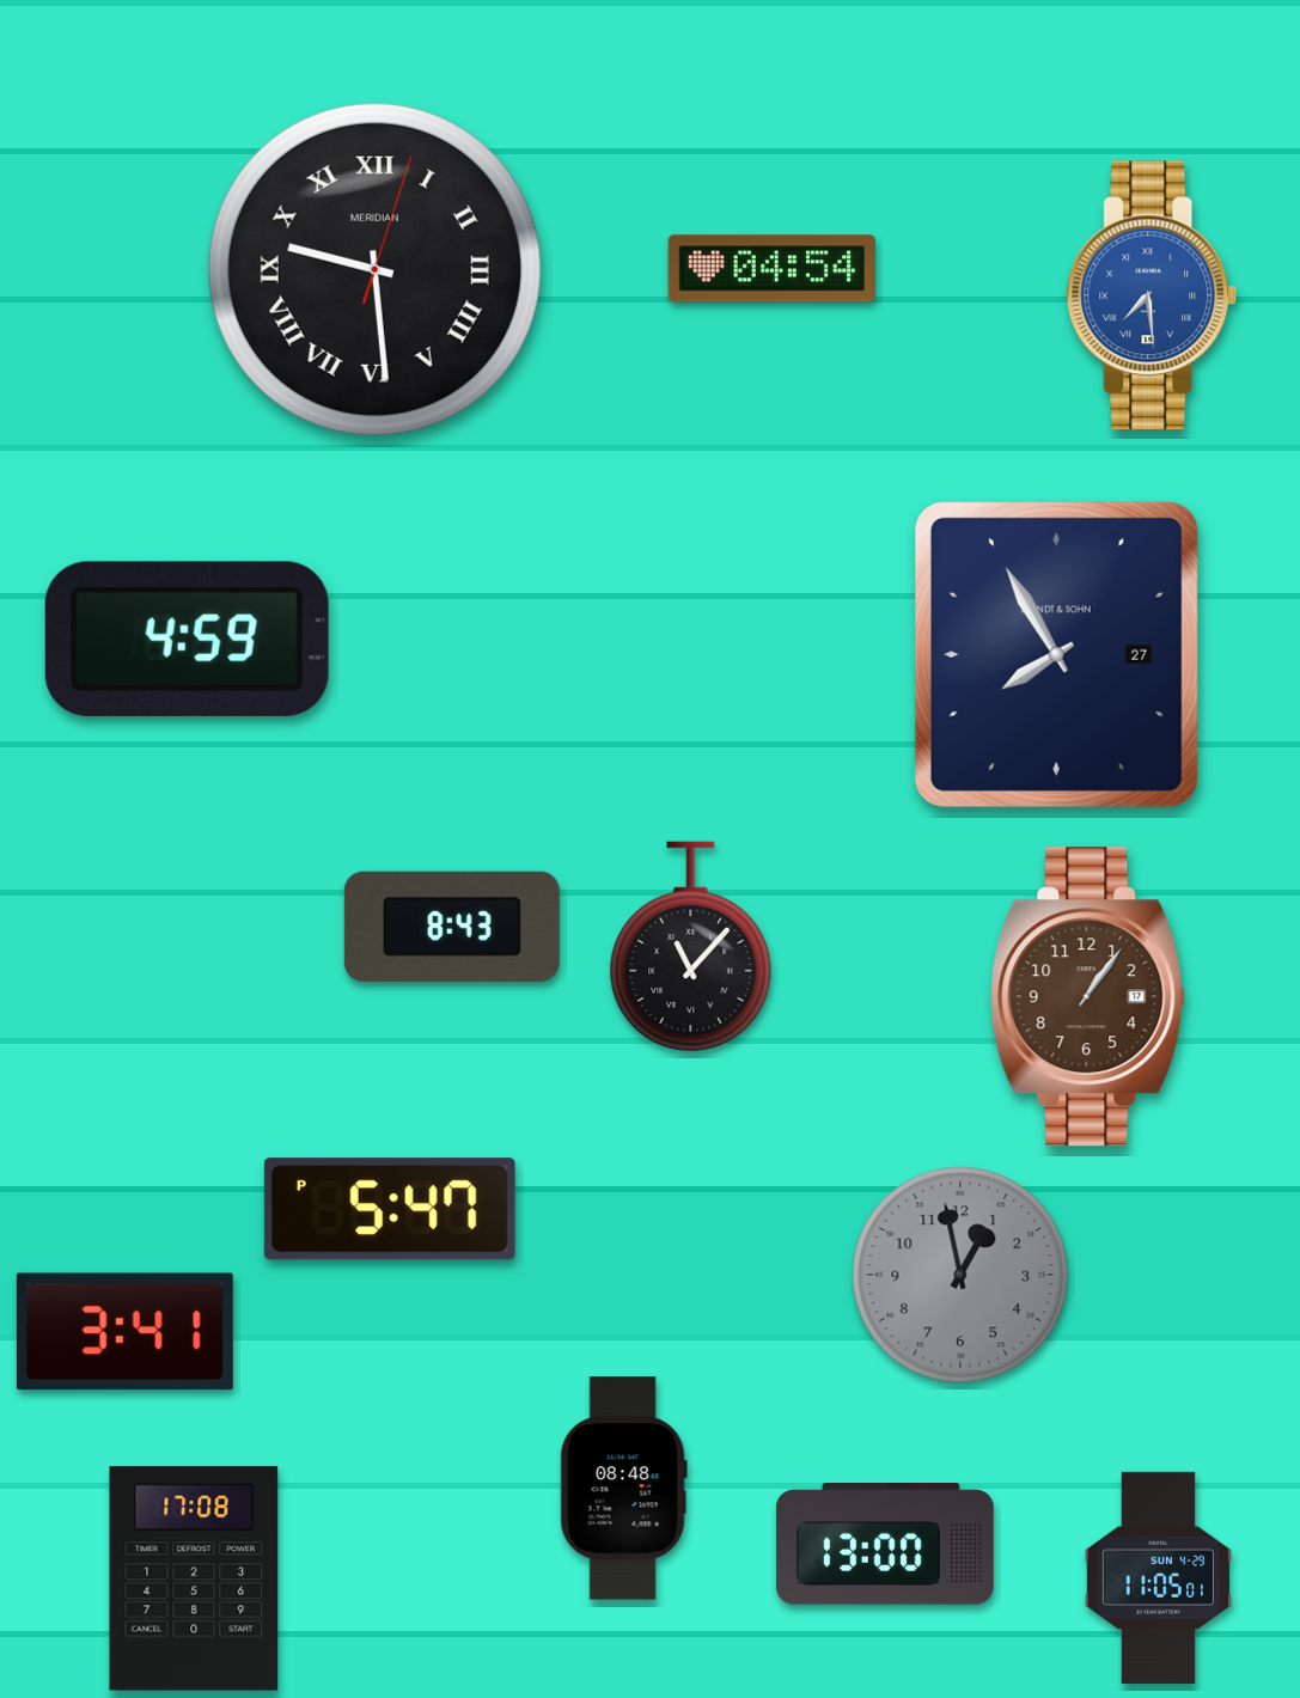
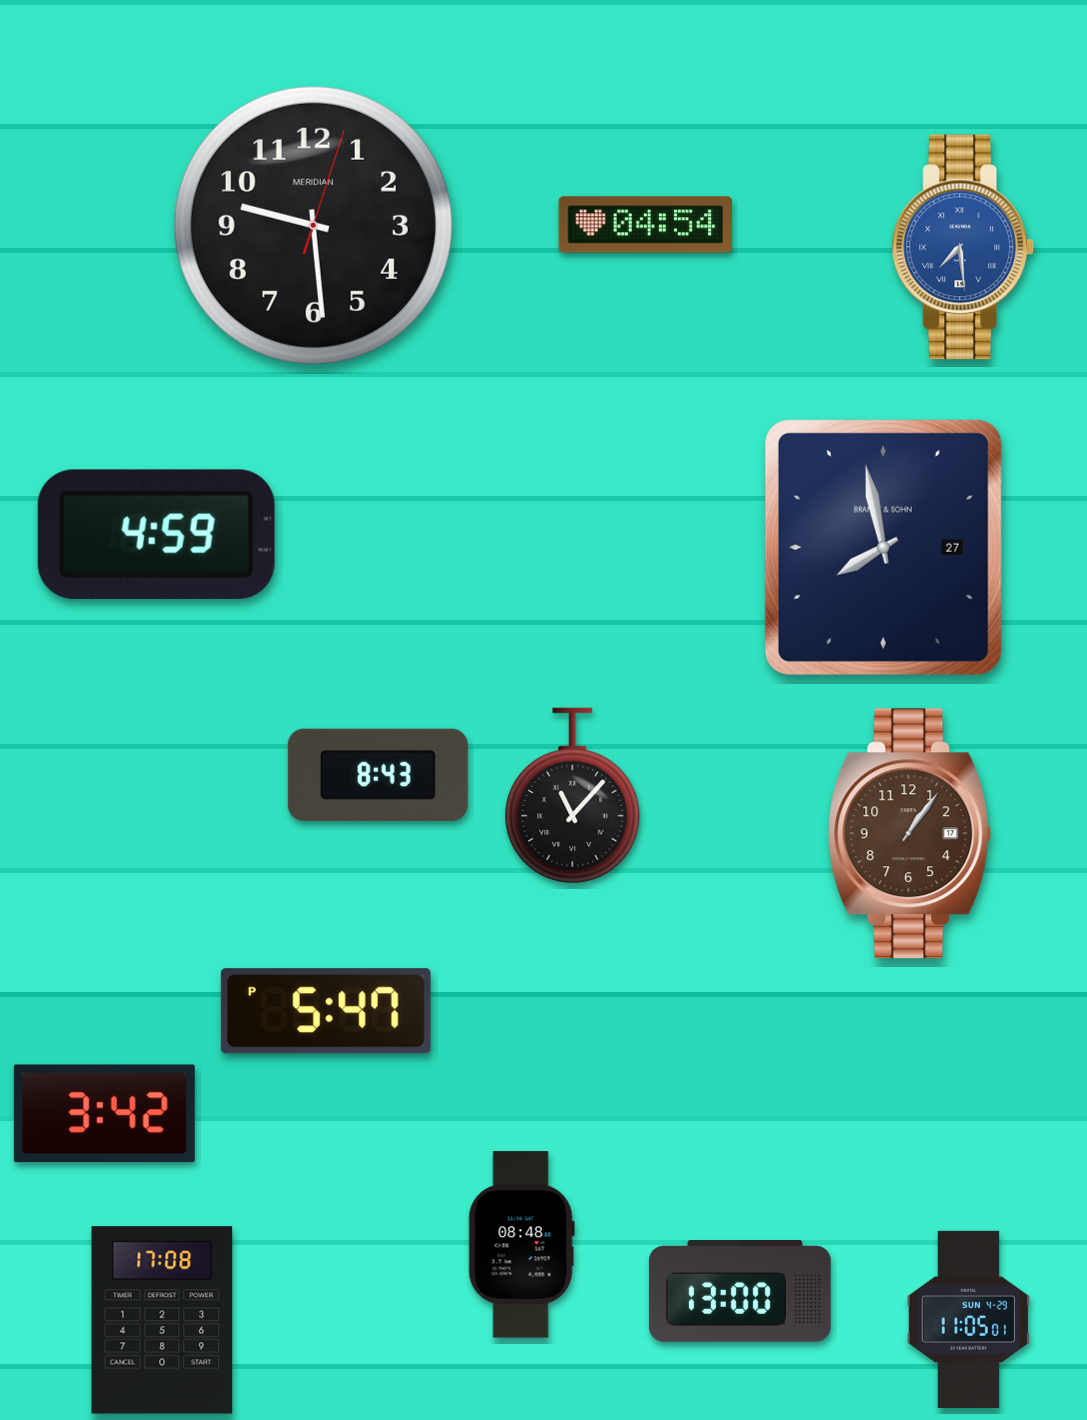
clock at (374, 269) numerals: Roman -> Arabic
clock at (1056, 654): 7:55 -> 7:58
clock at (691, 947) position: (691, 947) -> (573, 796)
clock at (960, 1275): 12:58 -> none
clock at (124, 1332): 3:41 -> 3:42
